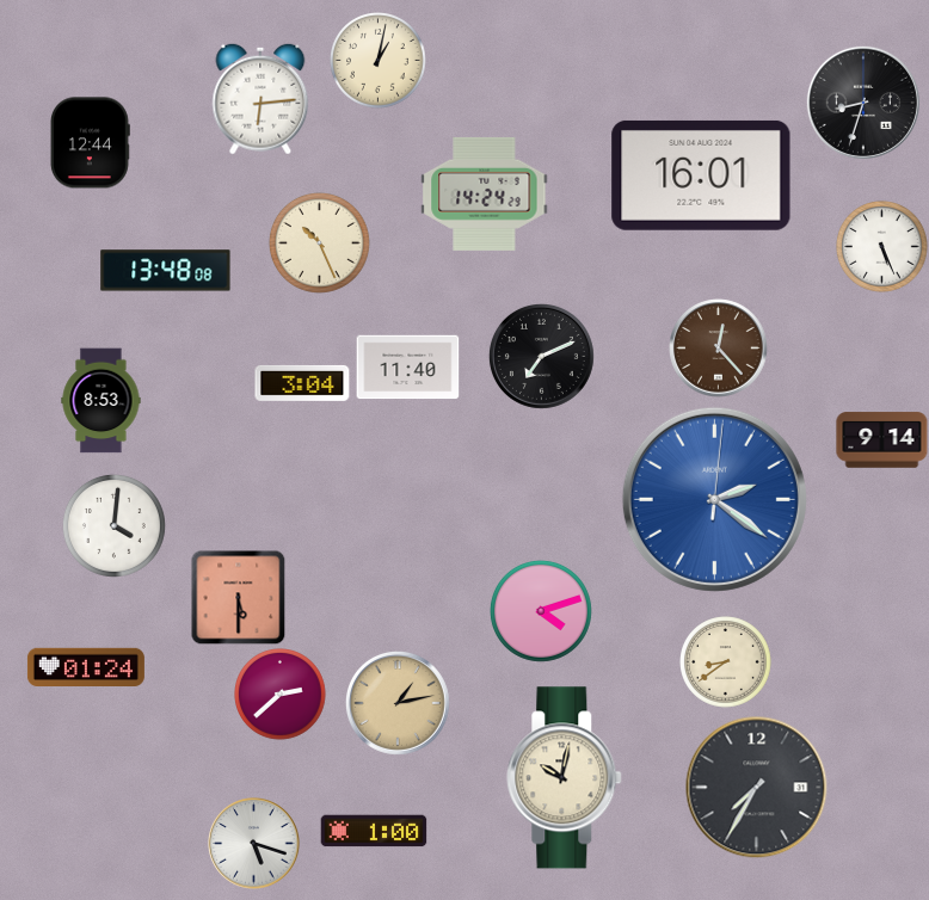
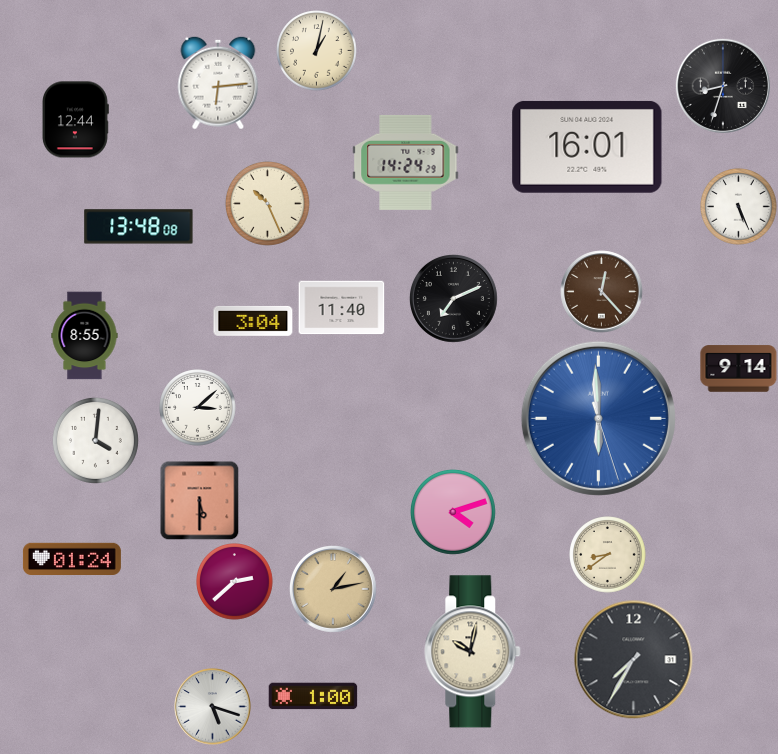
clock at (101, 401): 8:53 -> 8:55
clock at (198, 408): none -> 3:08
clock at (714, 499): 2:21 -> 5:59
